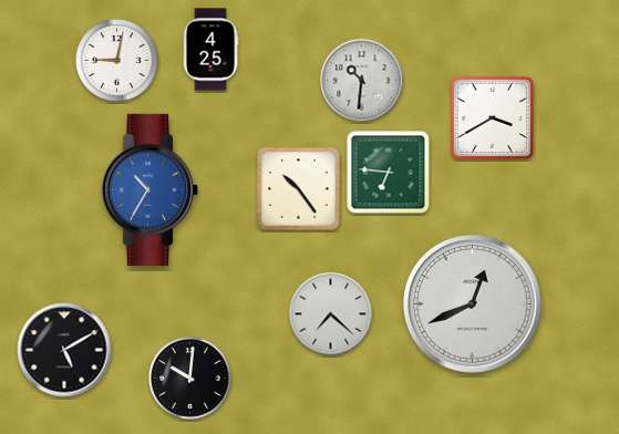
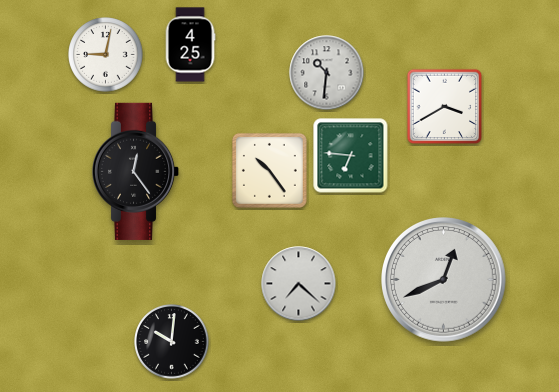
clock at (151, 189): 10:35 -> 12:24
clock at (151, 189) dial: blue -> black
clock at (473, 304) position: (473, 304) -> (444, 280)
clock at (64, 350): 5:10 -> none
